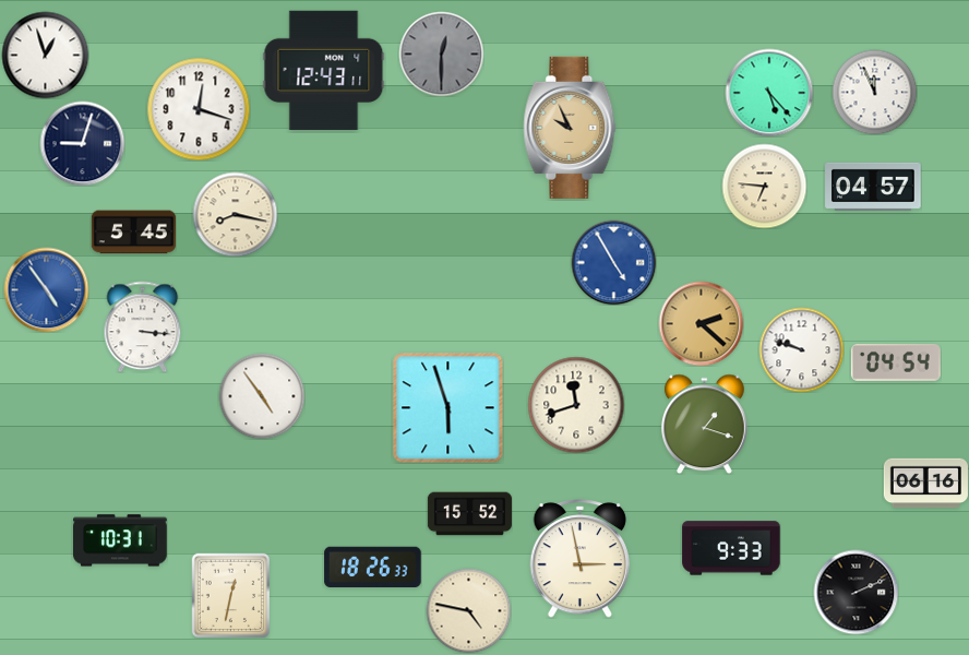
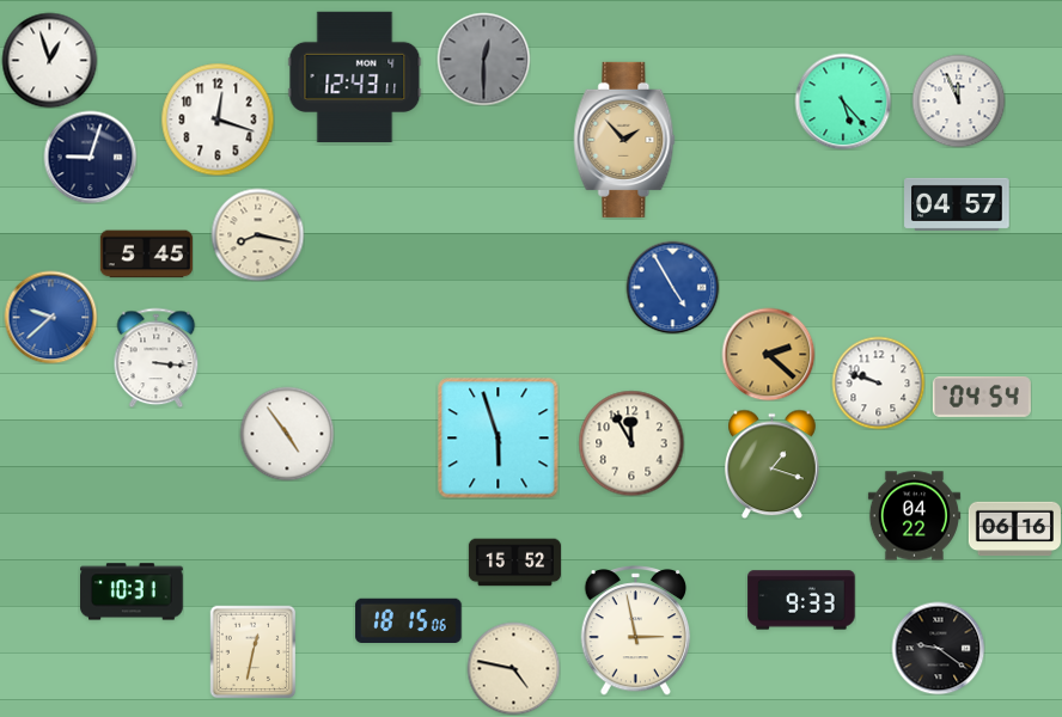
clock at (570, 128): 9:56 -> 1:53
clock at (764, 186): 6:46 -> none
clock at (46, 289): 4:54 -> 9:38
clock at (576, 405): 11:42 -> 11:55
clock at (448, 408) position: (448, 408) -> (499, 439)
clock at (914, 516): none -> 04:22
clock at (581, 559) position: (581, 559) -> (636, 631)
clock at (373, 568): 18:26 -> 18:15
clock at (856, 592): 2:11 -> 9:21
